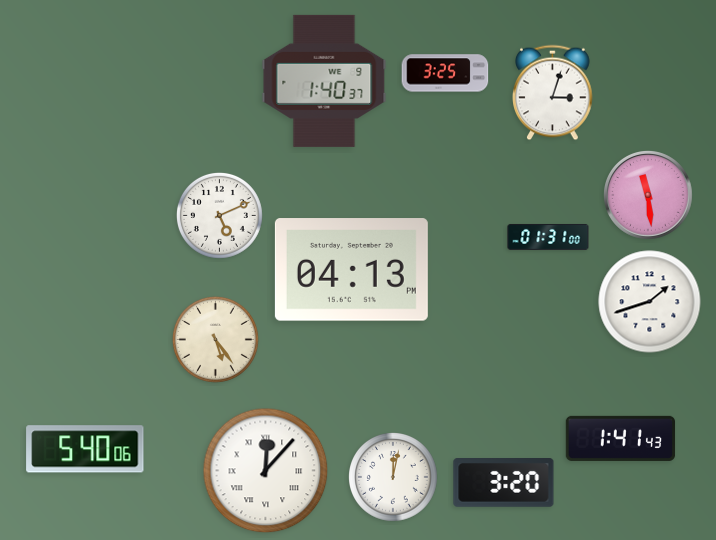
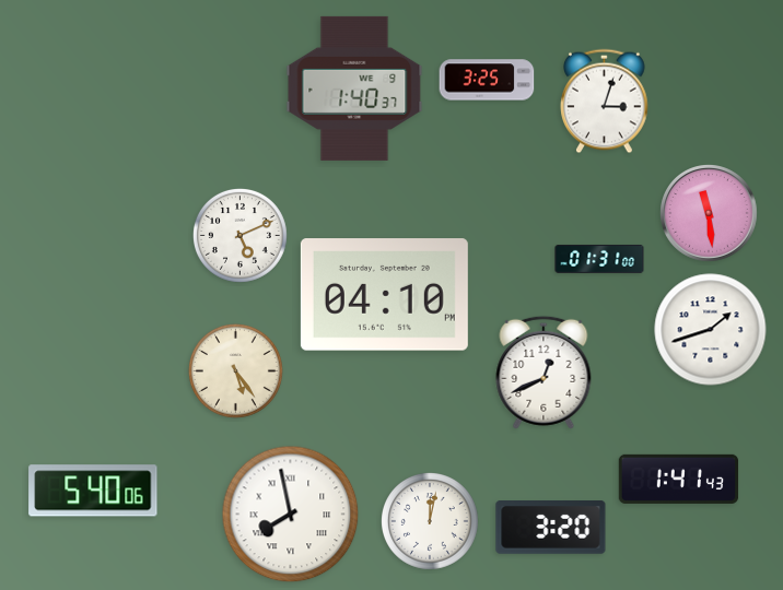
clock at (351, 270): 04:13 -> 04:10
clock at (544, 373): none -> 12:41
clock at (266, 471): 12:07 -> 7:58
